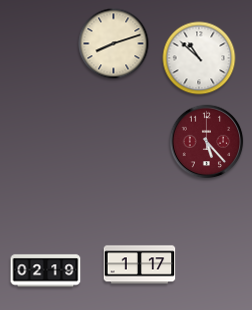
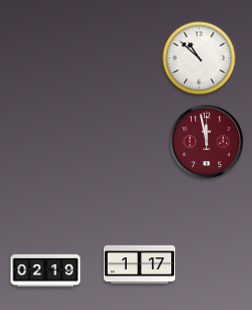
clock at (114, 44): 8:12 -> none
clock at (207, 142): 5:23 -> 11:58
